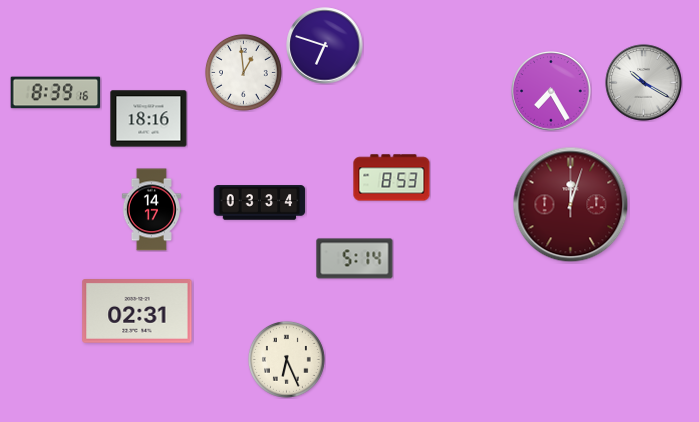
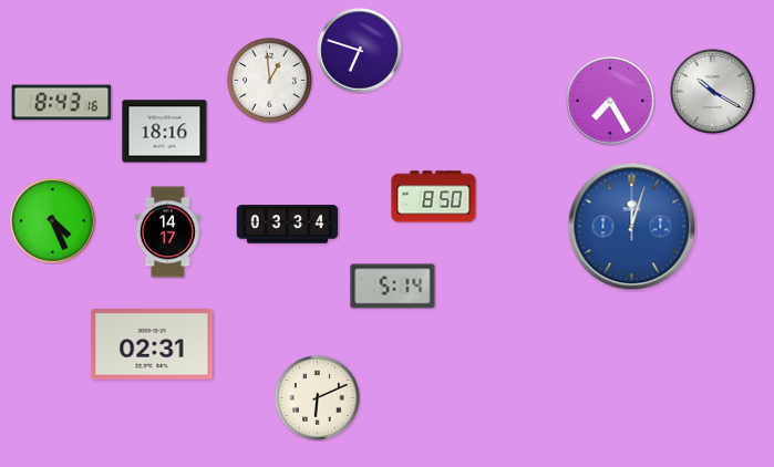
clock at (56, 93): 8:39 -> 8:43
clock at (392, 178): 8:53 -> 8:50
clock at (53, 221): none -> 4:26
clock at (571, 205) dial: burgundy -> blue
clock at (287, 360): 6:26 -> 6:11
